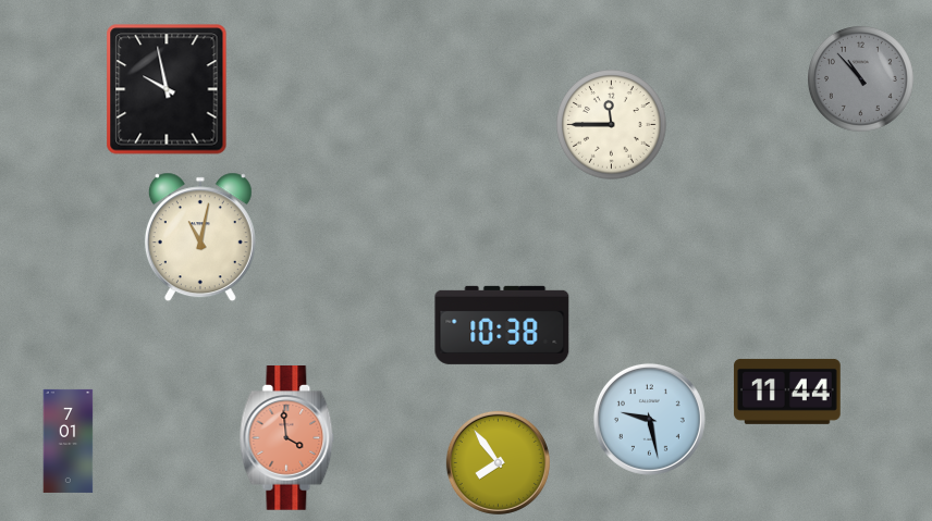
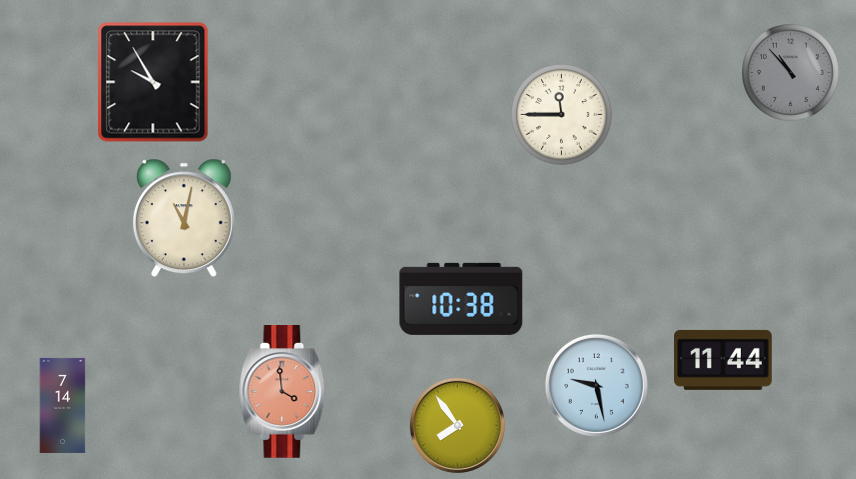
clock at (167, 89): 9:58 -> 9:55
clock at (287, 438) position: (287, 438) -> (283, 392)
clock at (69, 441): 7:01 -> 7:14
